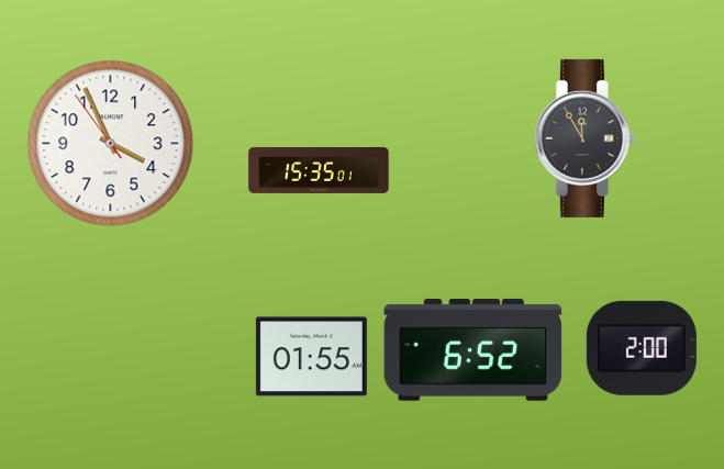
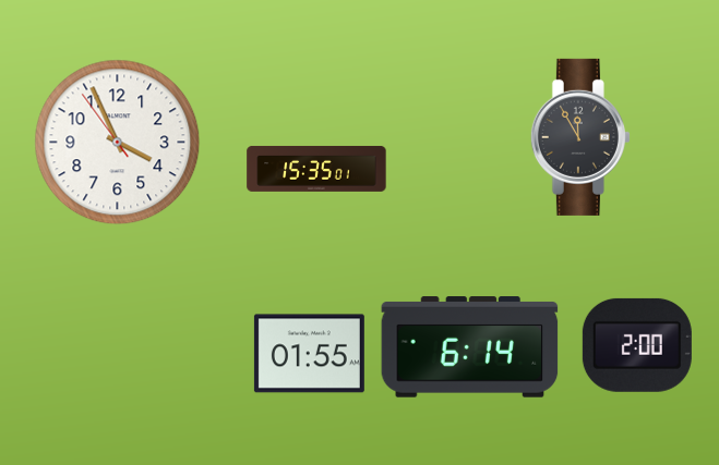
clock at (111, 144) position: (111, 144) -> (118, 143)
clock at (474, 350): 6:52 -> 6:14
